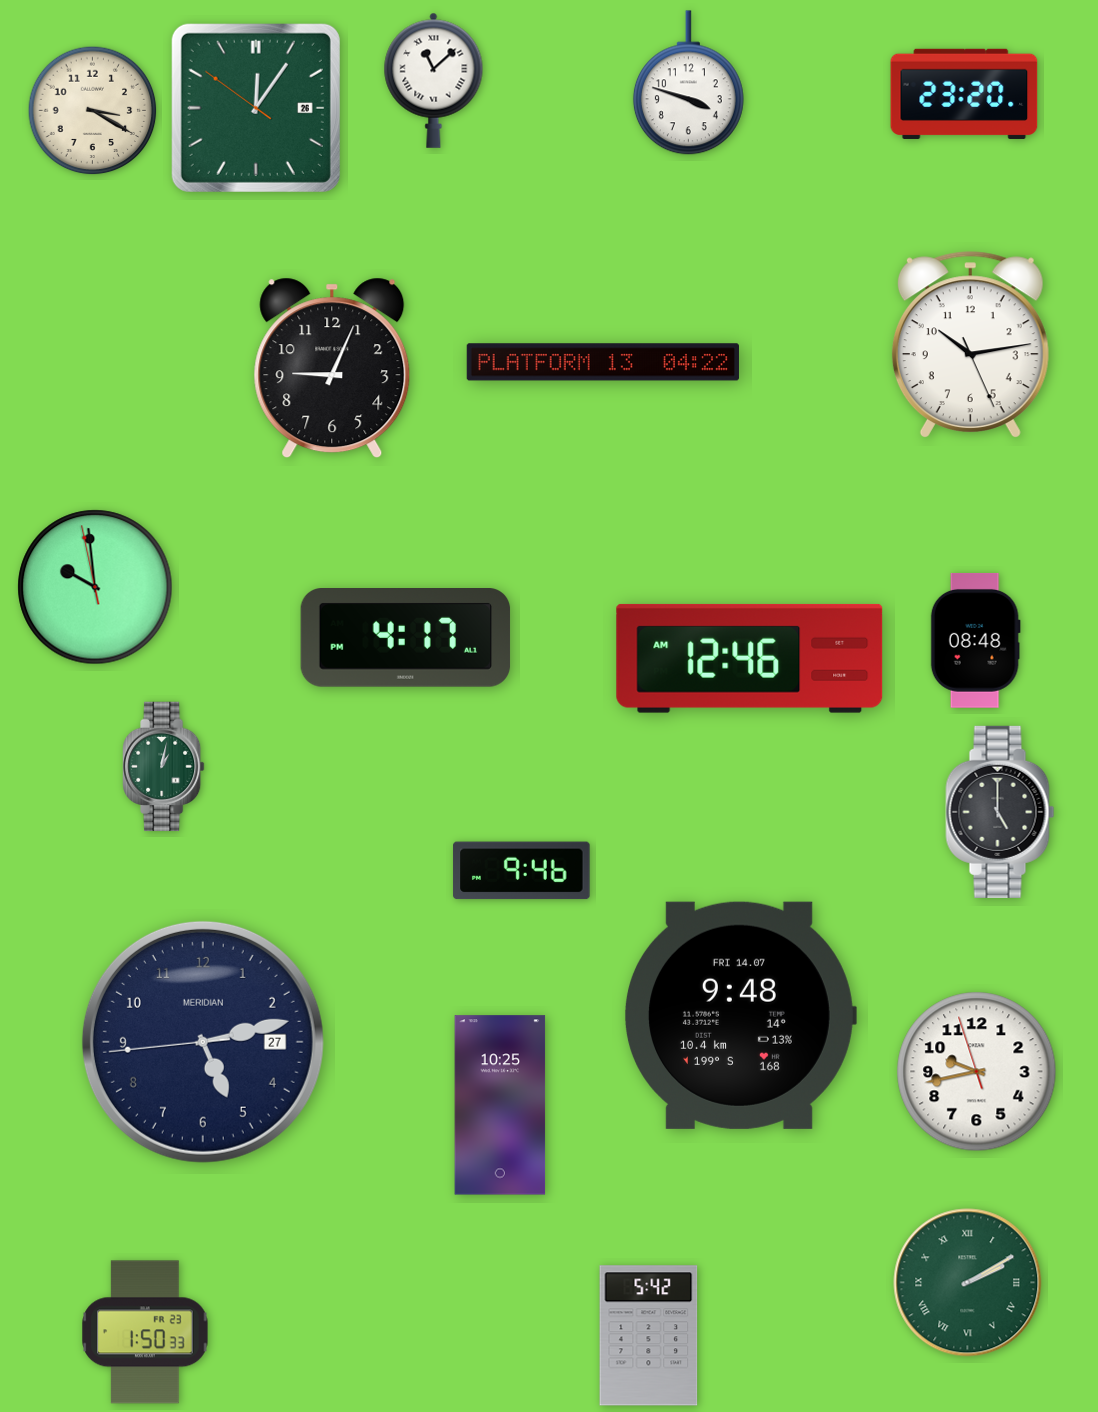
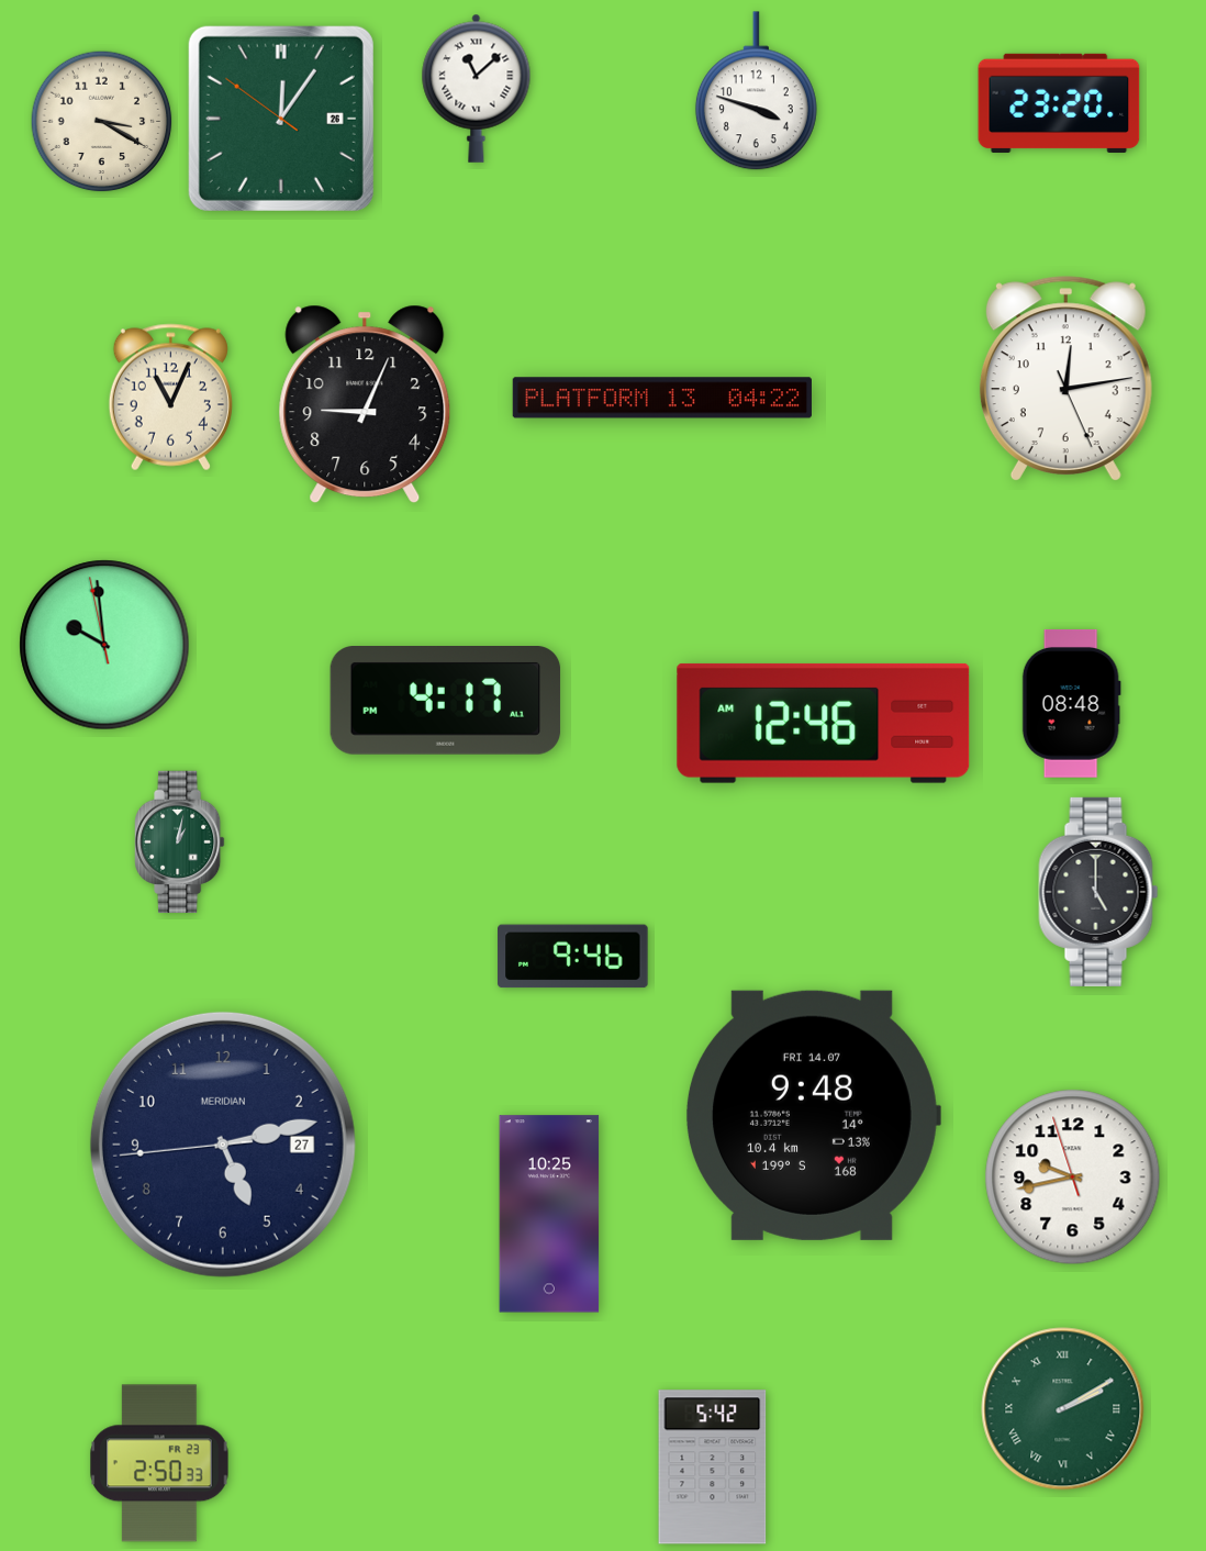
clock at (970, 345): 10:13 -> 12:13
clock at (170, 398): none -> 11:04
clock at (145, 1332): 1:50 -> 2:50
